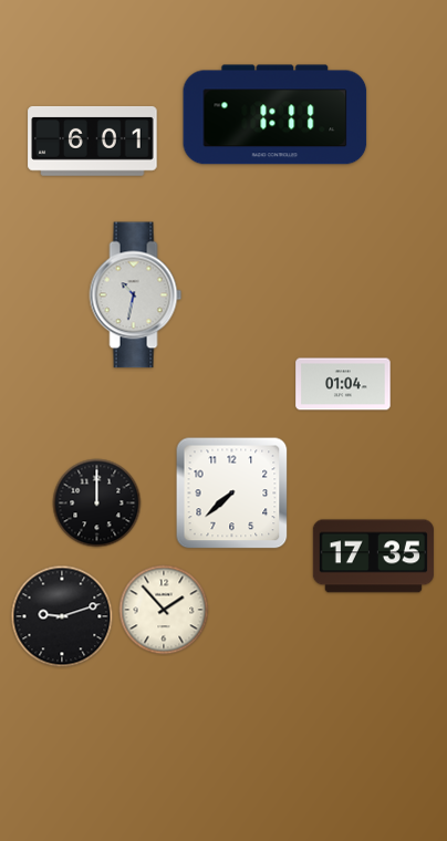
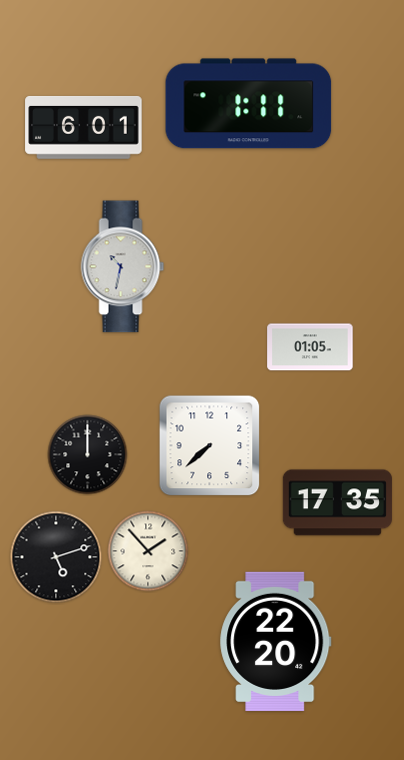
clock at (343, 384): 01:04 -> 01:05
clock at (62, 616): 9:12 -> 5:12
clock at (276, 641): none -> 22:20
